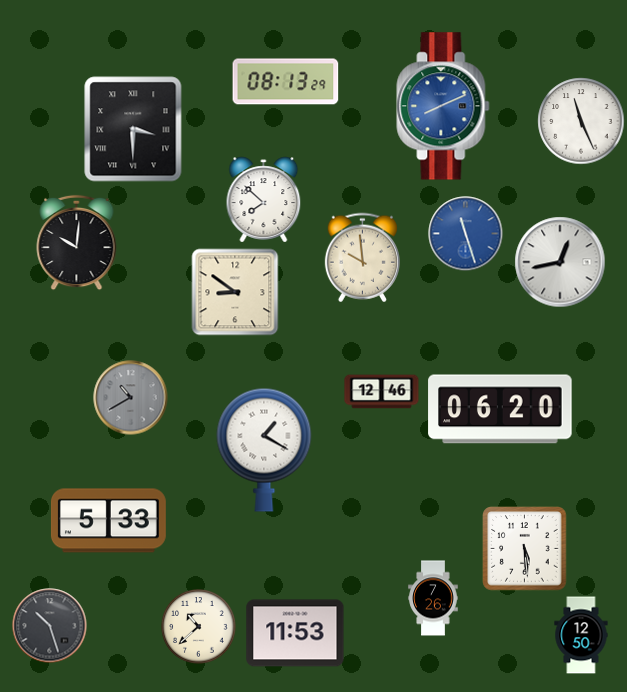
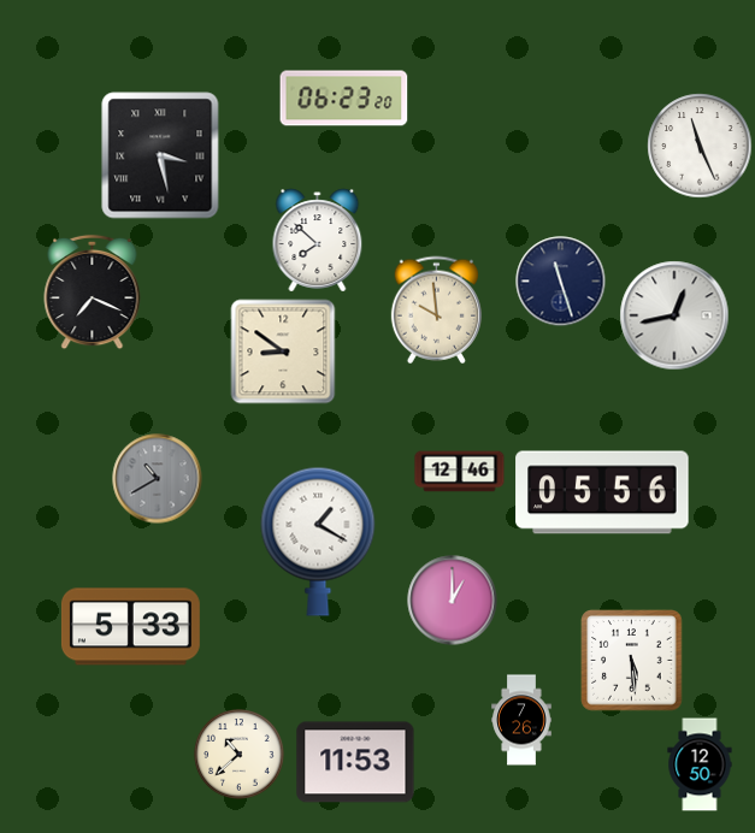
clock at (286, 82): 08:13 -> 06:23
clock at (443, 106): 8:11 -> none
clock at (133, 129): 3:30 -> 3:28
clock at (466, 234) dial: blue -> navy
clock at (77, 243): 10:01 -> 7:19
clock at (500, 409): 06:20 -> 05:56
clock at (453, 601): none -> 1:00
clock at (50, 626): 10:27 -> none
